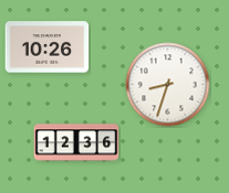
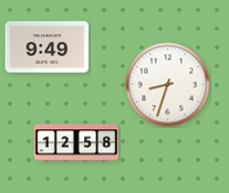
clock at (48, 47): 10:26 -> 9:49
clock at (76, 142): 12:36 -> 12:58
